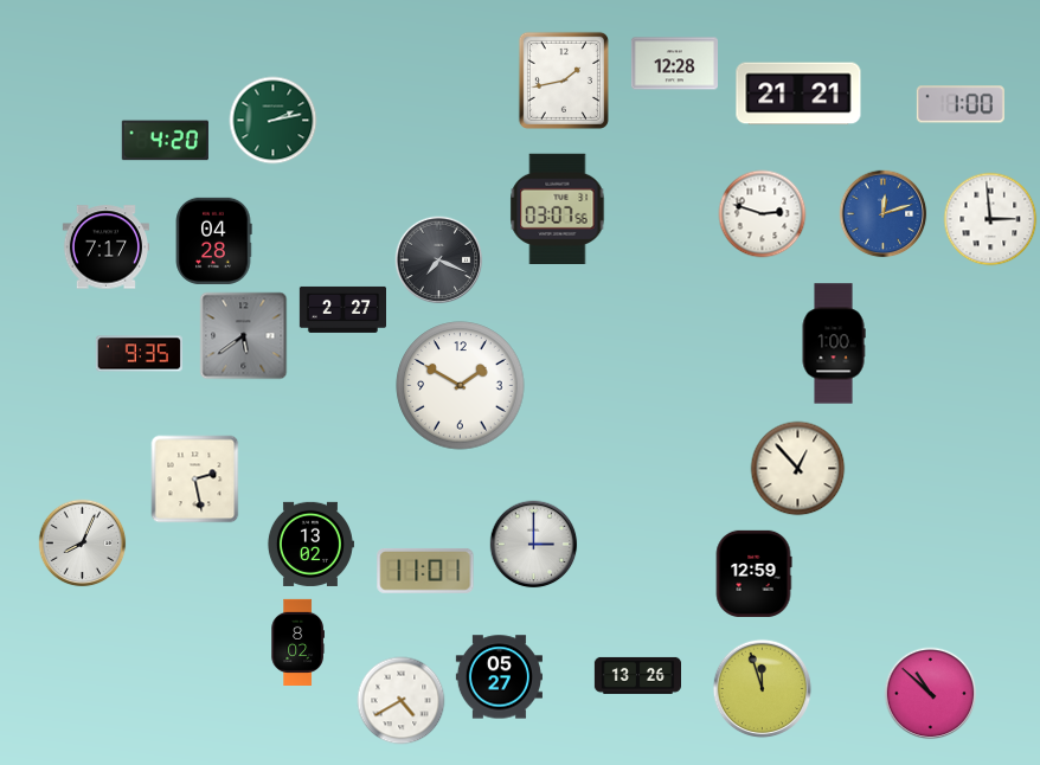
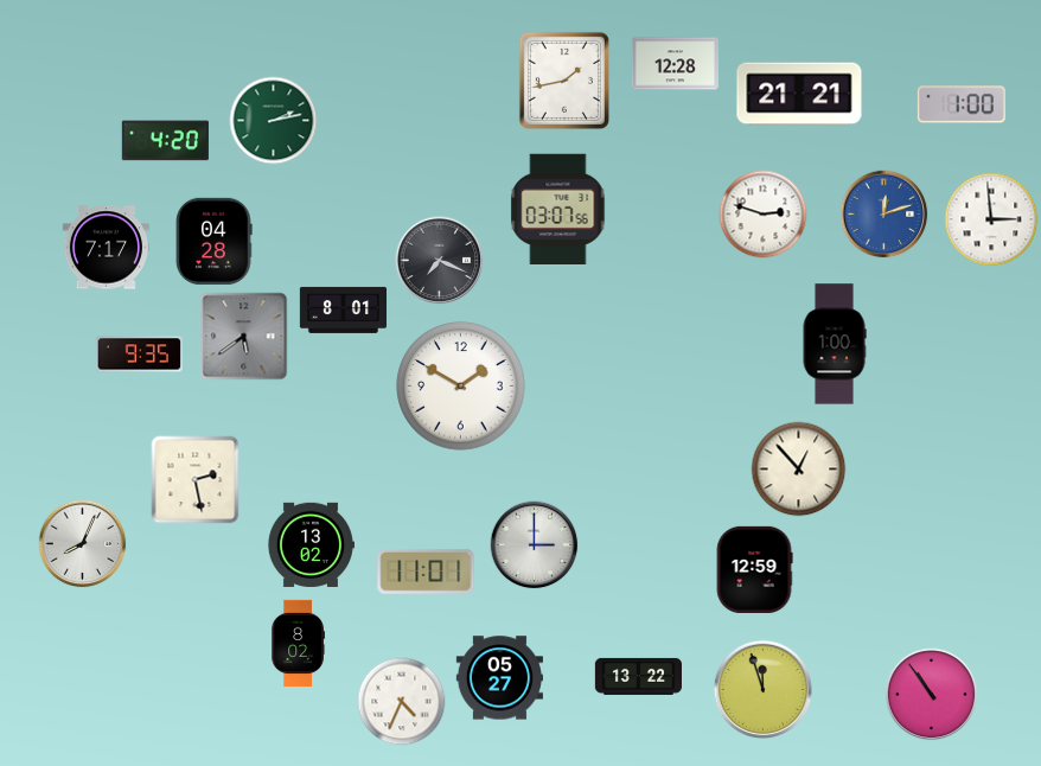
clock at (342, 309): 2:27 -> 8:01
clock at (753, 573) position: (753, 573) -> (754, 569)
clock at (637, 675): 13:26 -> 13:22
clock at (931, 694): 10:52 -> 10:54
clock at (402, 701): 4:40 -> 4:34
